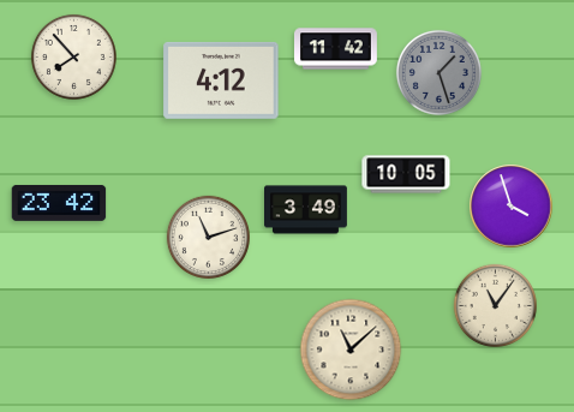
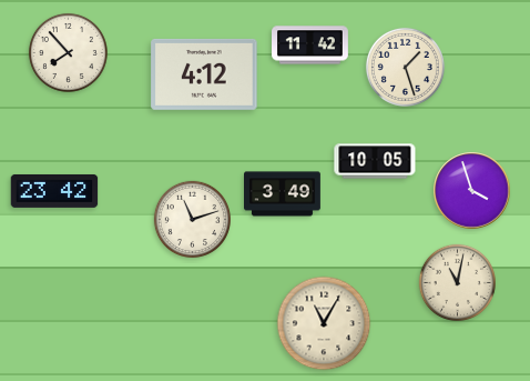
clock at (438, 72) dial: grey -> cream
clock at (59, 203) position: (59, 203) -> (54, 191)
clock at (495, 305): 11:06 -> 11:02
clock at (351, 350): 11:08 -> 11:05
